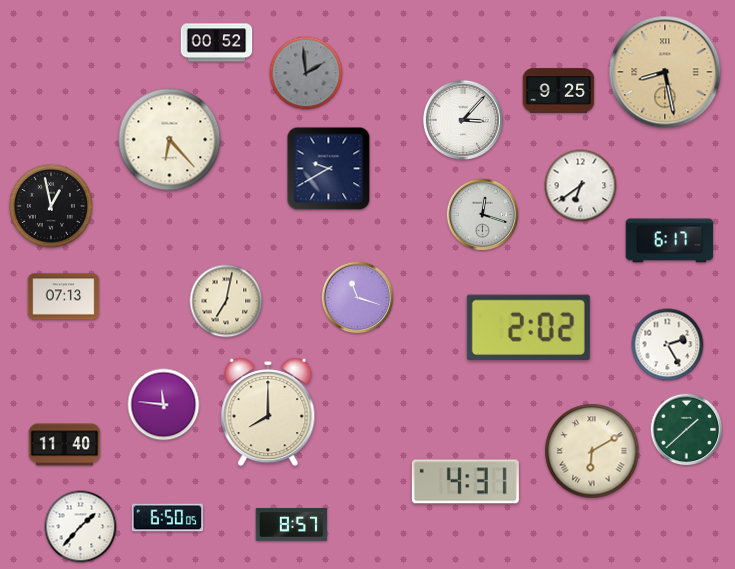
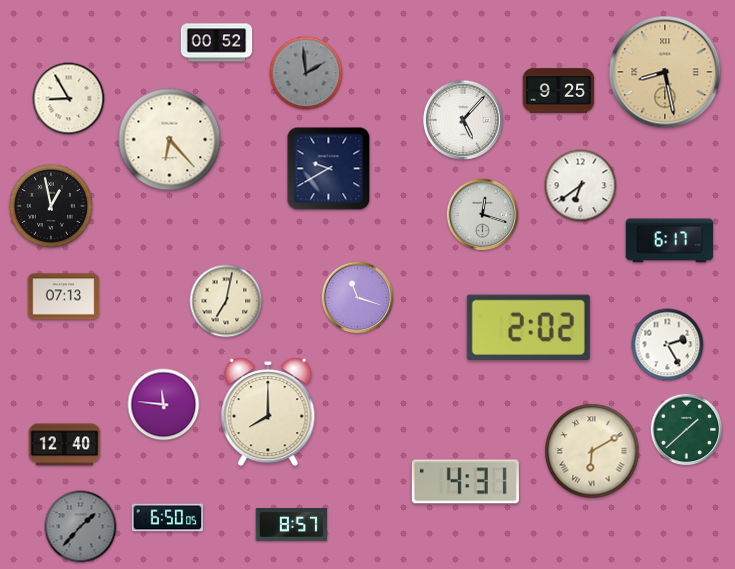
clock at (69, 99): none -> 8:55
clock at (463, 120): 3:07 -> 5:07
clock at (65, 445): 11:40 -> 12:40
clock at (81, 527) dial: white -> grey
